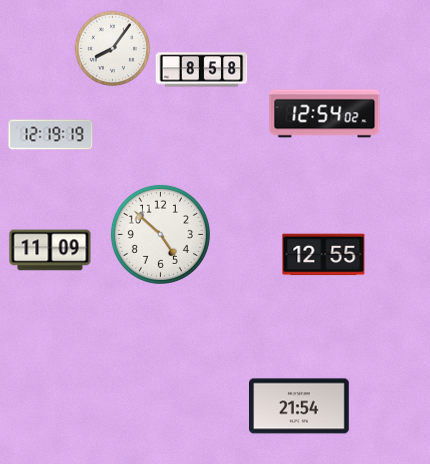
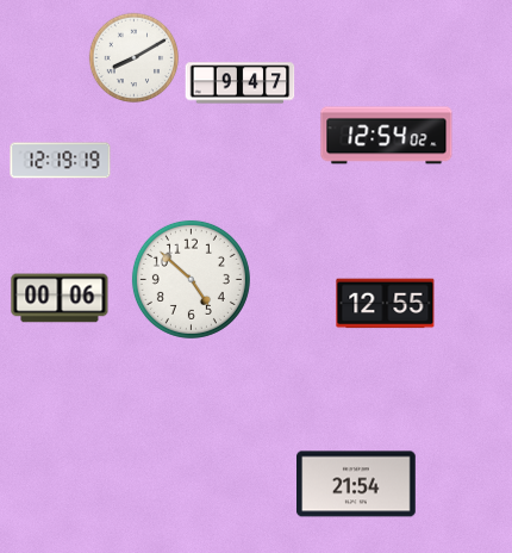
clock at (113, 49): 8:06 -> 8:10
clock at (202, 70): 8:58 -> 9:47
clock at (50, 250): 11:09 -> 00:06
